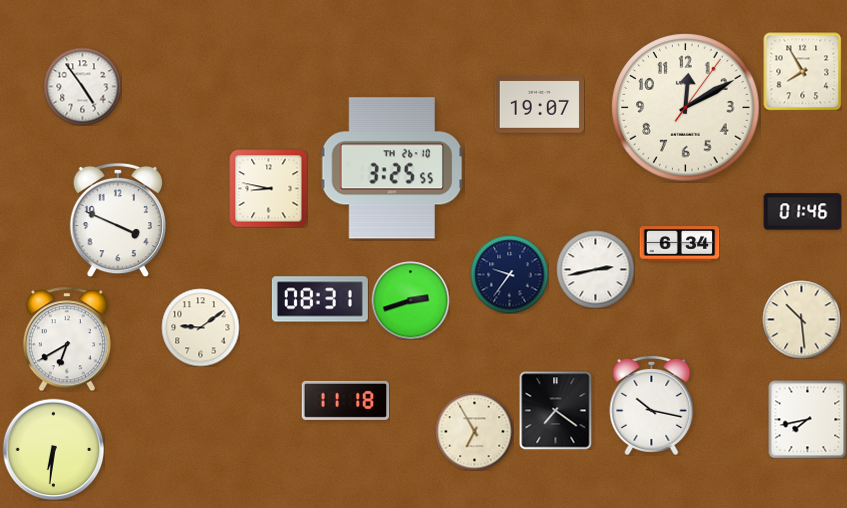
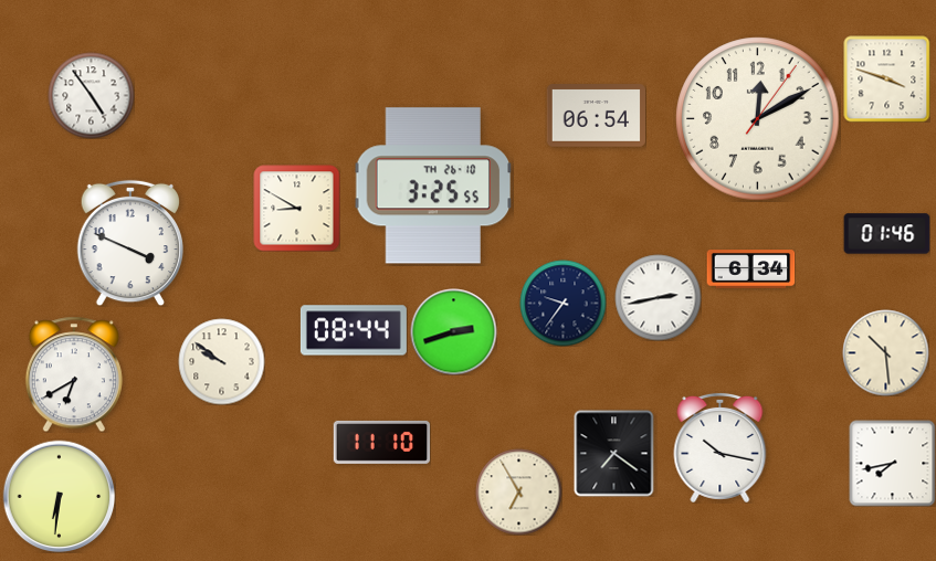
clock at (802, 71): 7:55 -> 3:48
clock at (539, 105): 19:07 -> 06:54
clock at (268, 188): 8:47 -> 8:50
clock at (320, 299): 08:31 -> 08:44
clock at (200, 327): 9:09 -> 9:51
clock at (345, 400): 11:18 -> 11:10
clock at (474, 431) position: (474, 431) -> (518, 491)
